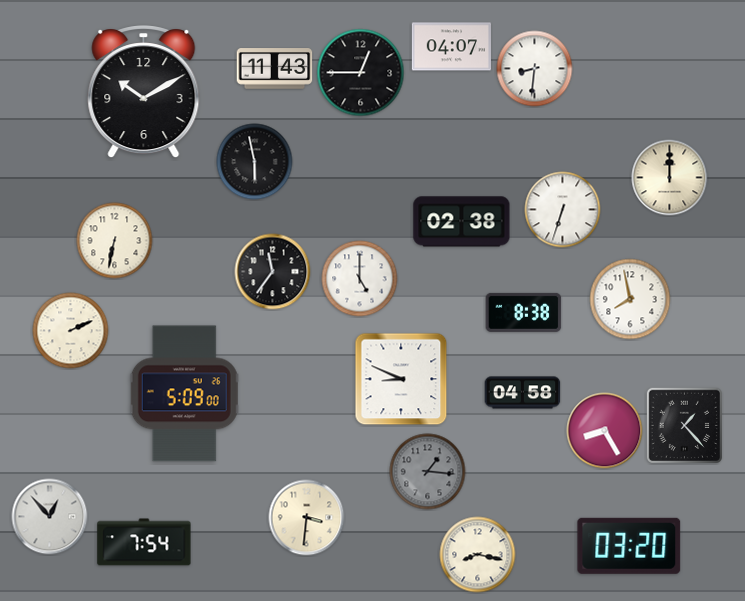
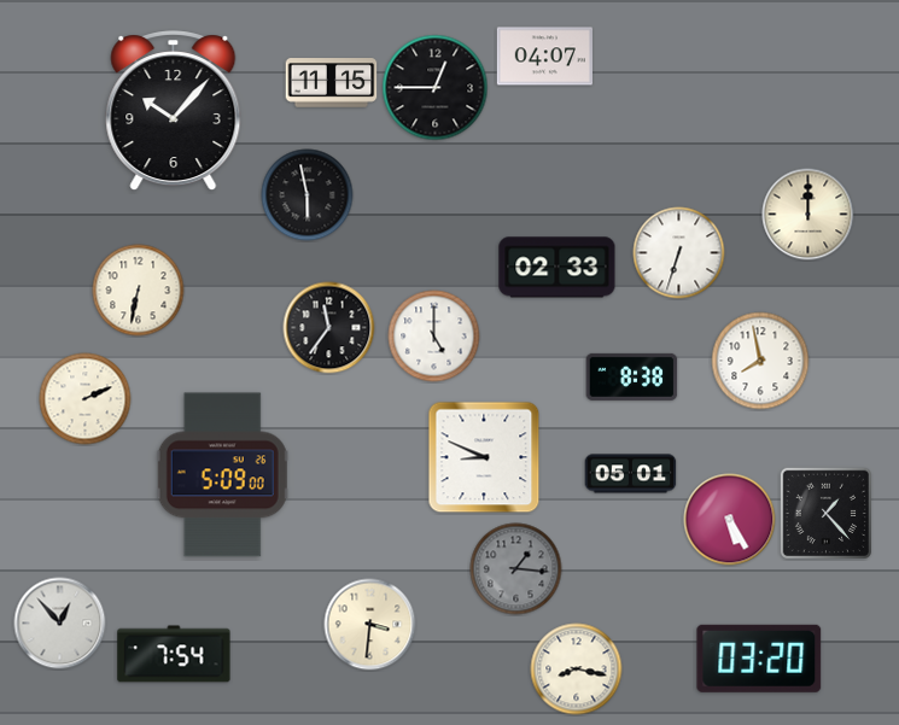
clock at (275, 69): 11:43 -> 11:15
clock at (535, 69): 8:31 -> none
clock at (144, 92): 10:10 -> 10:07
clock at (462, 222): 02:38 -> 02:33
clock at (523, 393): 04:58 -> 05:01
clock at (605, 431): 8:25 -> 5:25
